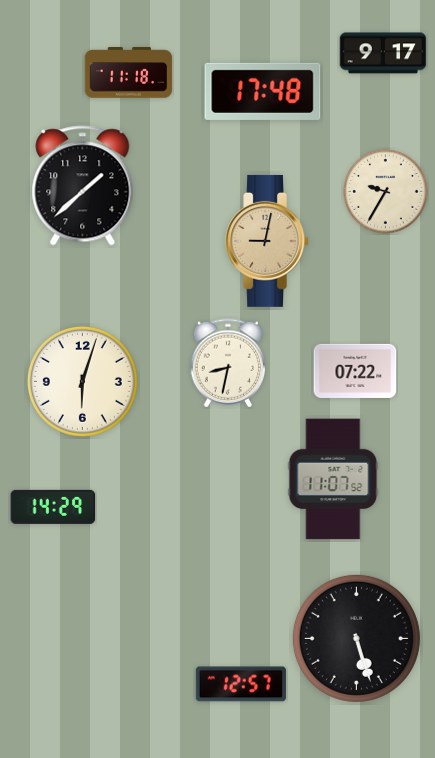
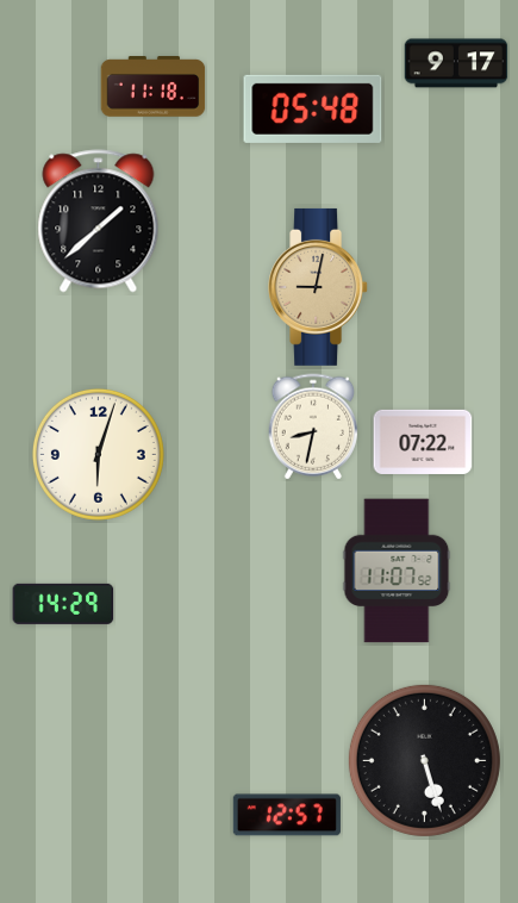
clock at (263, 91): 17:48 -> 05:48
clock at (386, 192): 9:35 -> none
clock at (228, 363) position: (228, 363) -> (313, 426)
